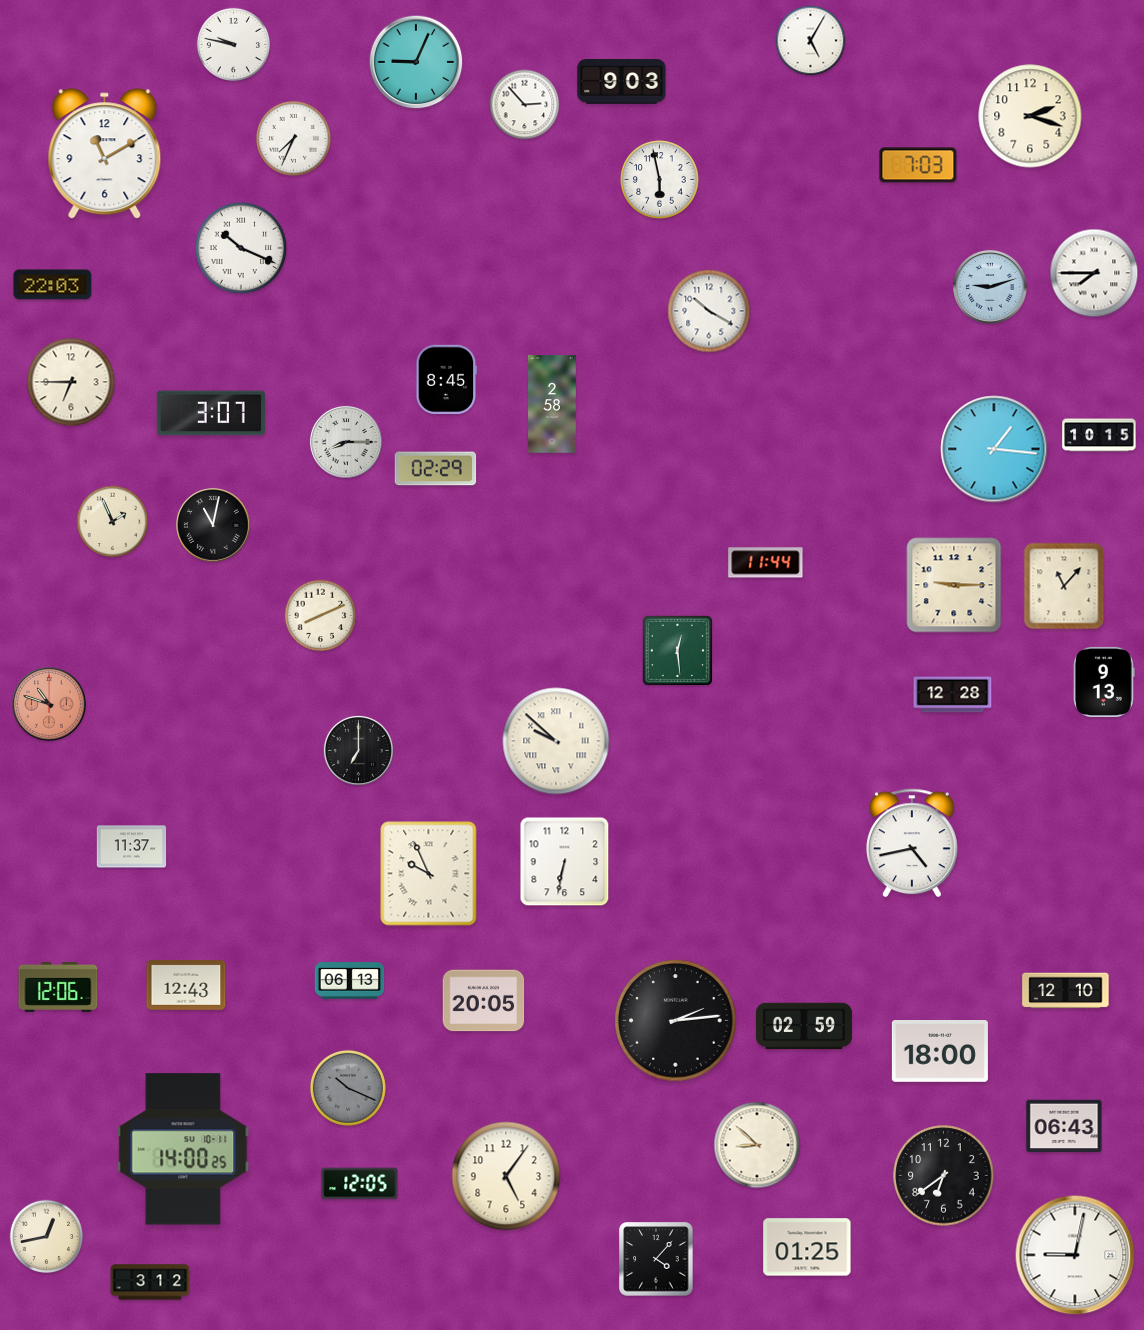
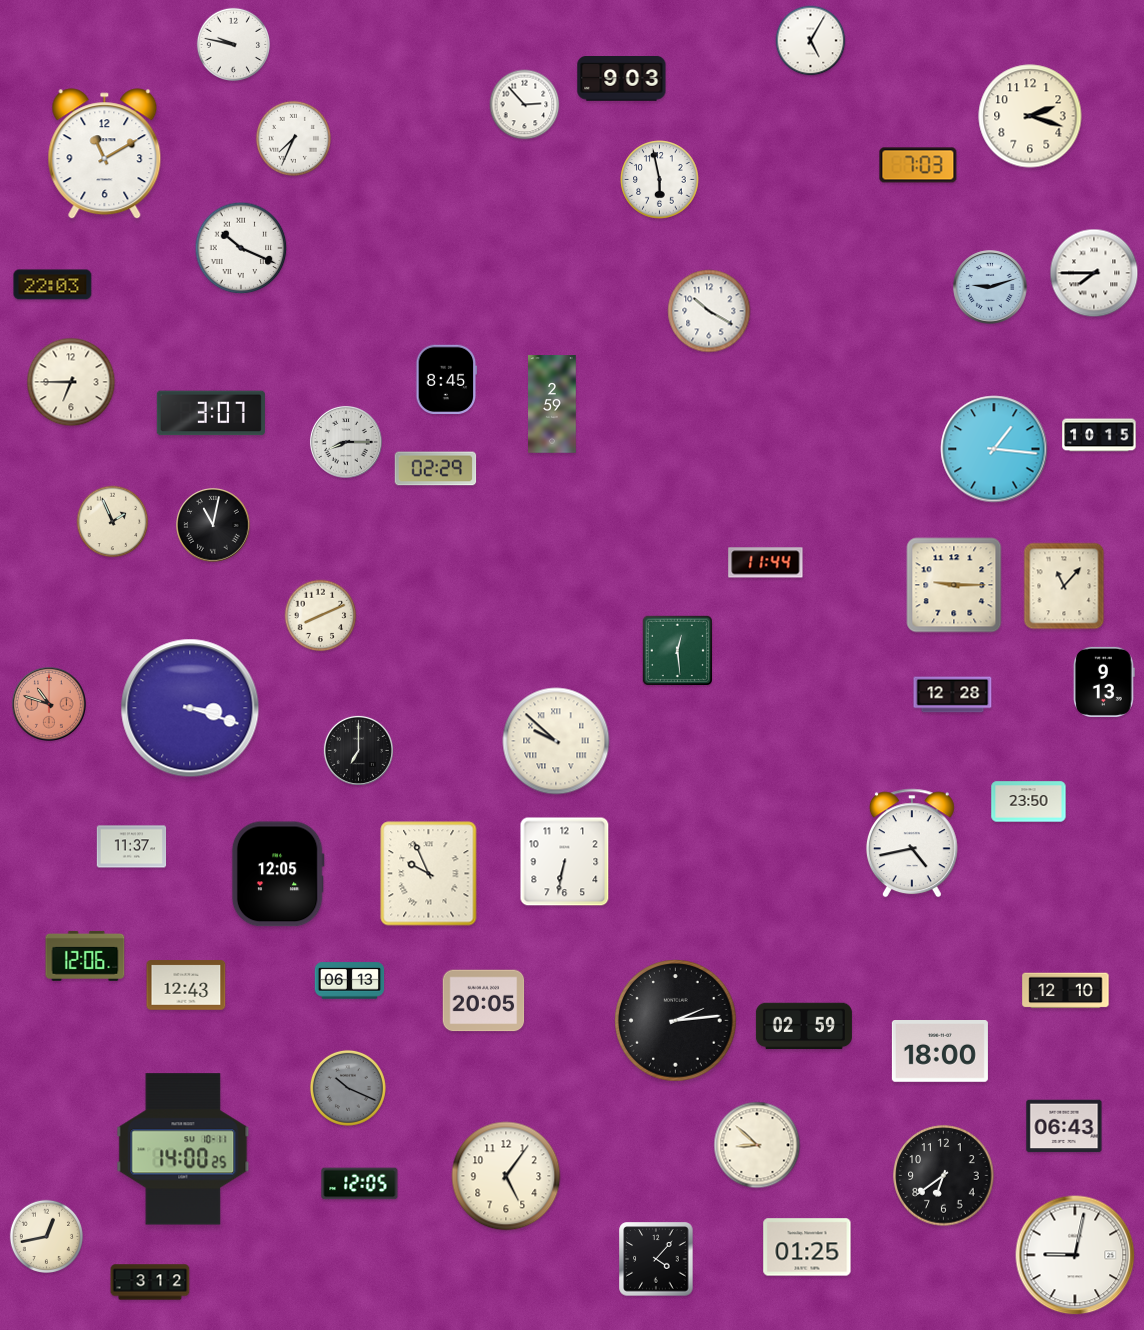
clock at (416, 62): 9:04 -> none
clock at (622, 82) position: (622, 82) -> (622, 79)
clock at (552, 404): 2:58 -> 2:59
clock at (190, 708): none -> 3:18
clock at (1029, 802): none -> 23:50
clock at (278, 874): none -> 12:05
clock at (58, 987) position: (58, 987) -> (85, 956)
